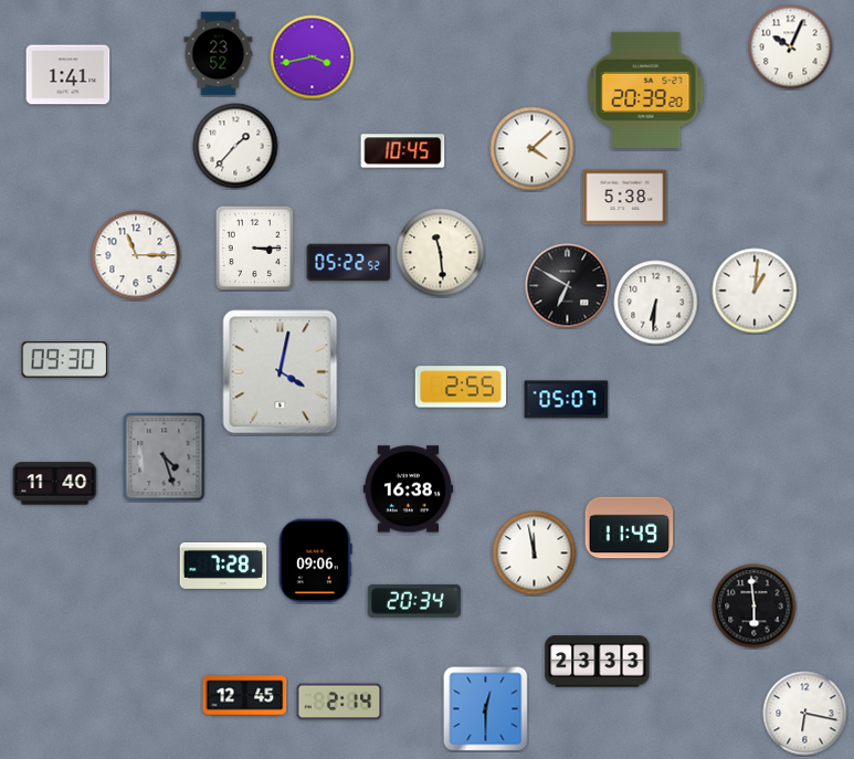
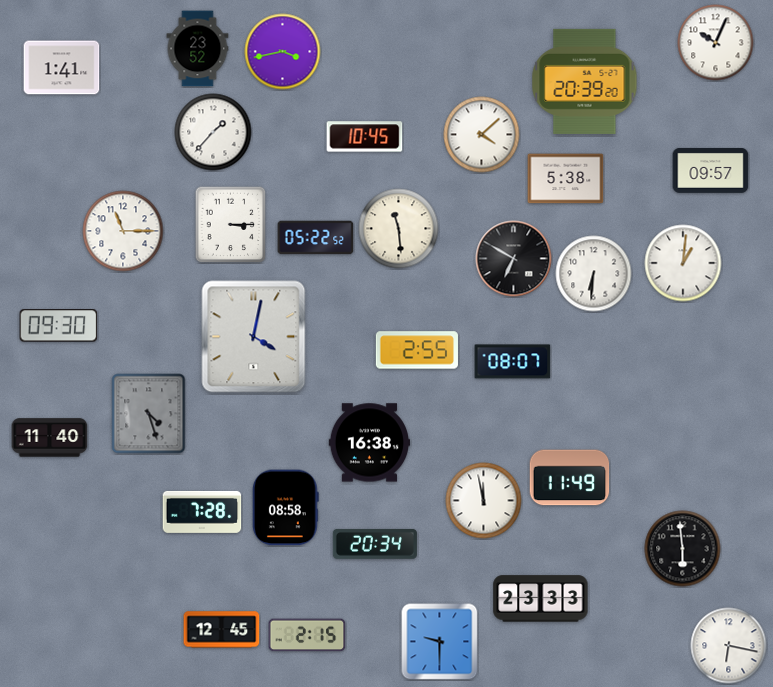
clock at (711, 171): none -> 09:57
clock at (567, 400): 05:07 -> 08:07
clock at (316, 561): 09:06 -> 08:58
clock at (339, 702): 2:14 -> 2:15
clock at (486, 709): 12:30 -> 9:30
